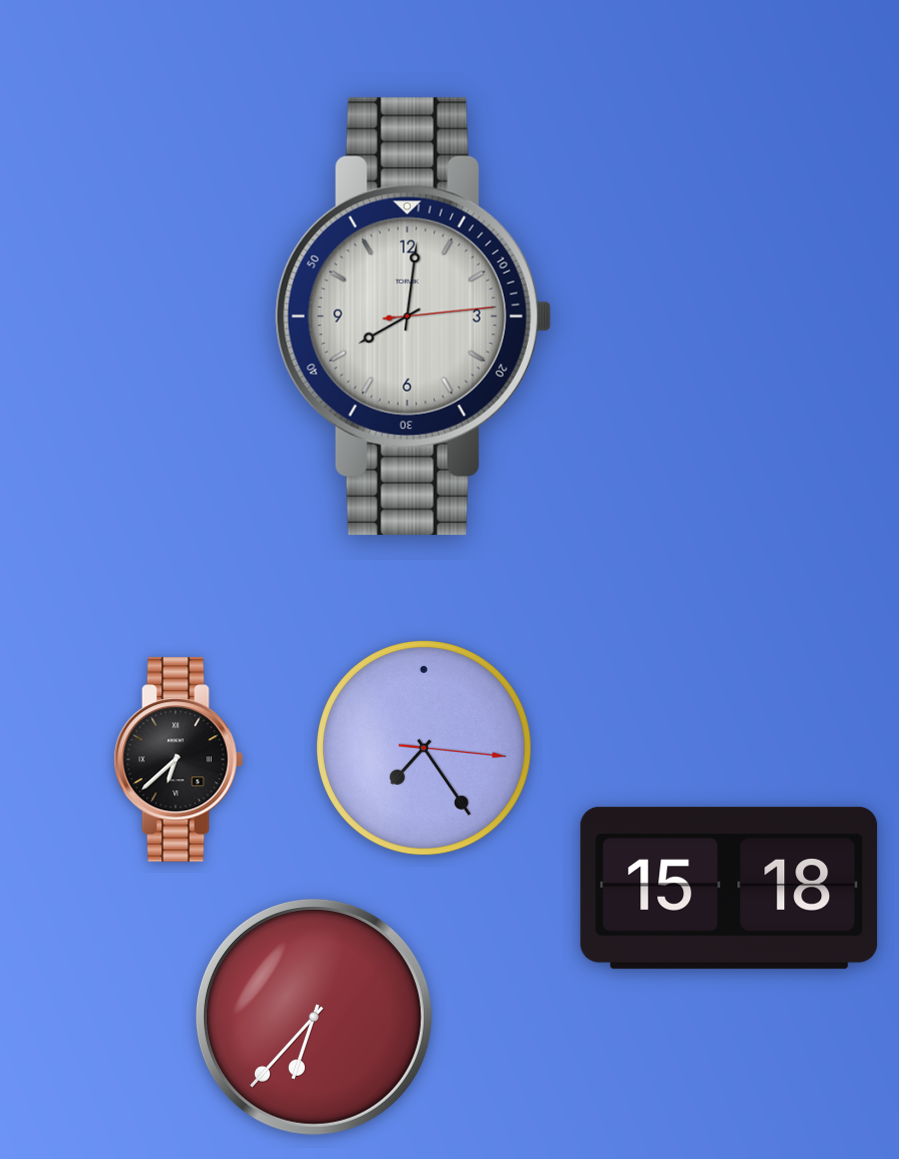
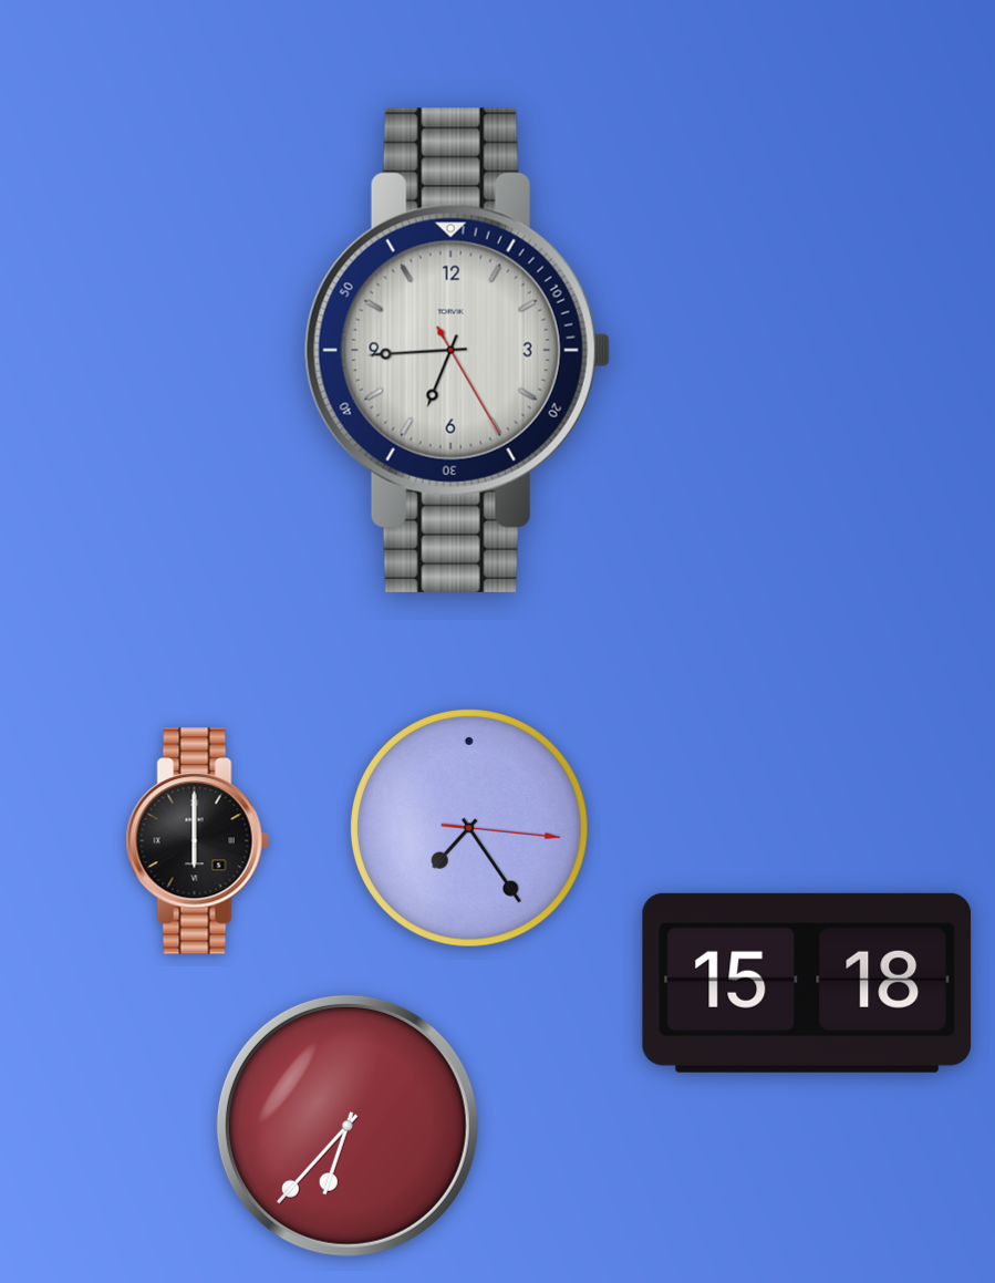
clock at (413, 316): 8:01 -> 6:44
clock at (178, 760): 6:38 -> 6:00
